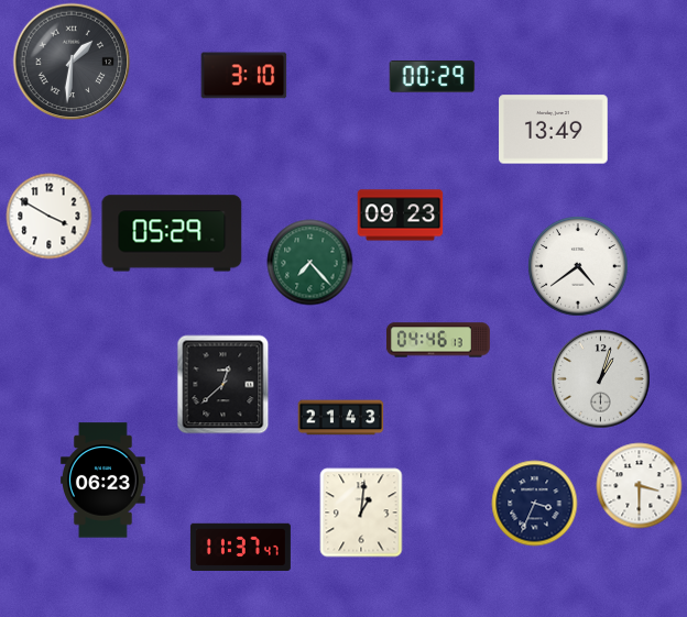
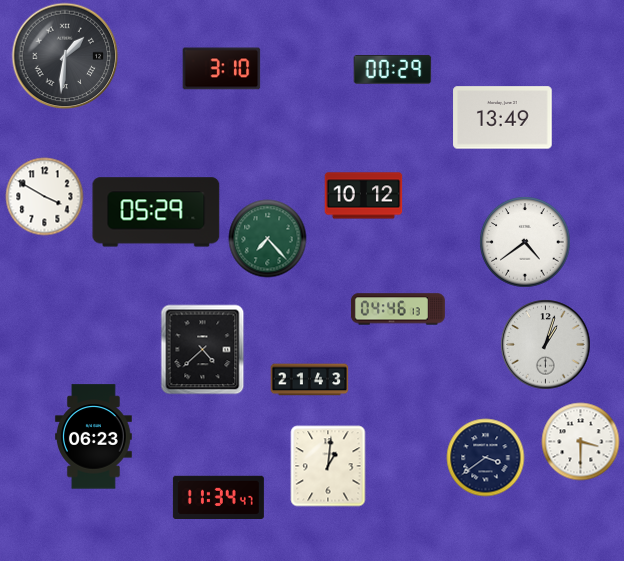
clock at (400, 216): 09:23 -> 10:12
clock at (309, 262) position: (309, 262) -> (267, 238)
clock at (223, 384): 12:38 -> 4:38
clock at (534, 503): 3:34 -> 3:39
clock at (240, 548): 11:37 -> 11:34
